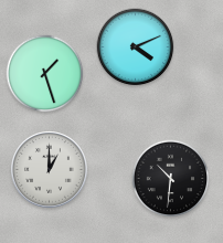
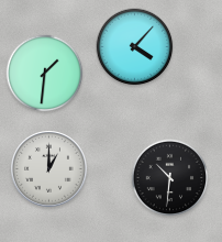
clock at (136, 47): 4:11 -> 4:07
clock at (45, 74): 1:27 -> 1:31
